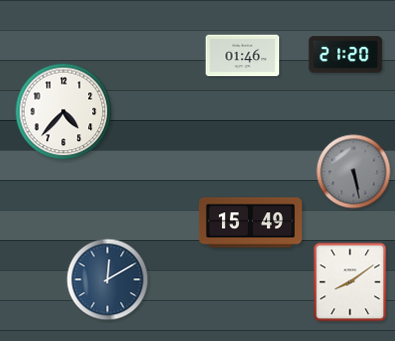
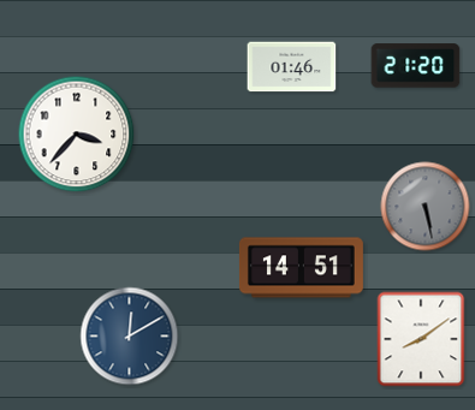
clock at (64, 112): 4:37 -> 3:37
clock at (250, 223): 15:49 -> 14:51
